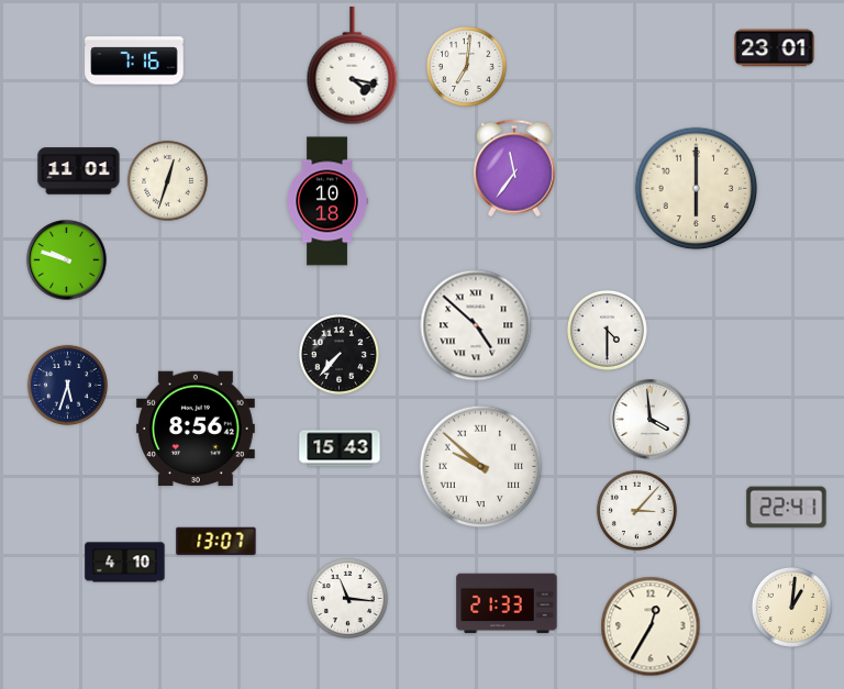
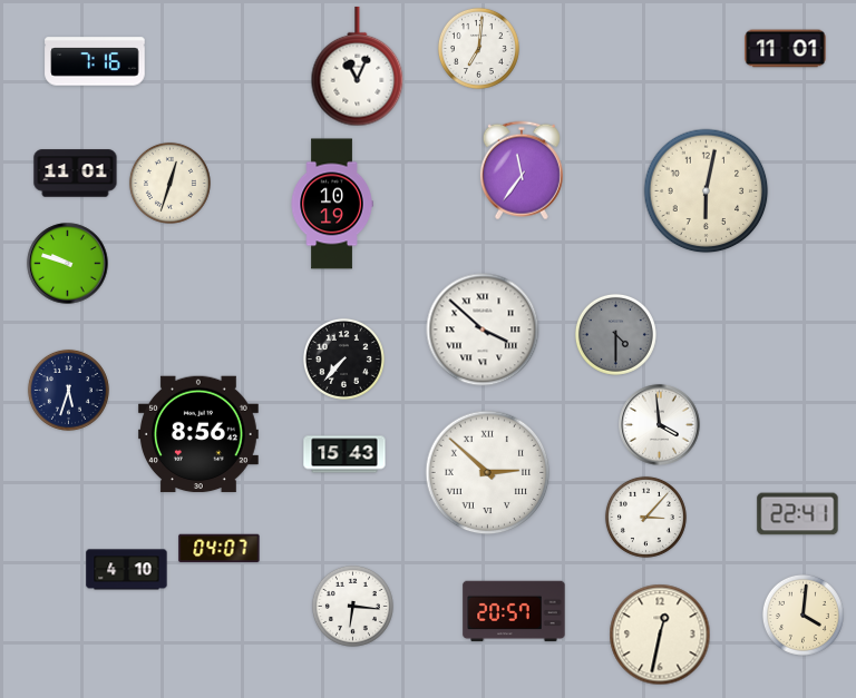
clock at (775, 48): 23:01 -> 11:01
clock at (134, 60) position: (134, 60) -> (95, 61)
clock at (353, 66): 4:17 -> 11:04
clock at (466, 66) position: (466, 66) -> (478, 48)
clock at (79, 171) position: (79, 171) -> (76, 174)
clock at (697, 189): 6:00 -> 6:02
clock at (327, 201): 10:18 -> 10:19
clock at (476, 325): 4:52 -> 3:52
clock at (607, 330) dial: white -> grey
clock at (481, 467): 9:52 -> 2:52
clock at (216, 542): 13:07 -> 04:07
clock at (347, 598): 11:16 -> 6:16
clock at (507, 603): 21:33 -> 20:57
clock at (791, 607): 1:01 -> 4:01
clock at (651, 626): 12:35 -> 12:32
